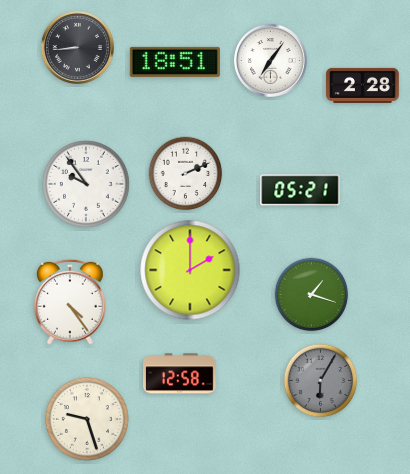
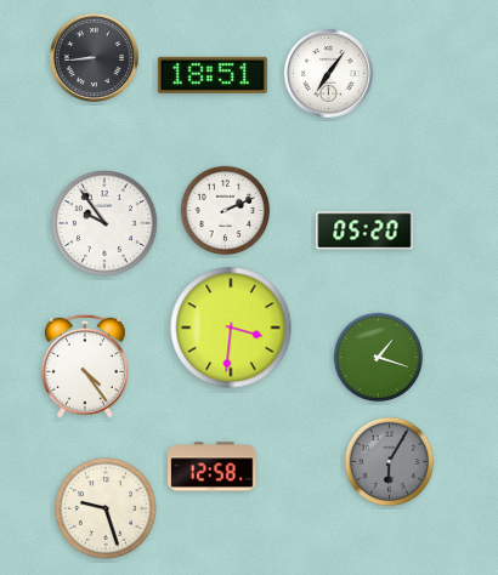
clock at (363, 85): 2:28 -> none
clock at (300, 190): 05:21 -> 05:20
clock at (190, 270): 2:00 -> 3:31
clock at (180, 374) position: (180, 374) -> (213, 467)
